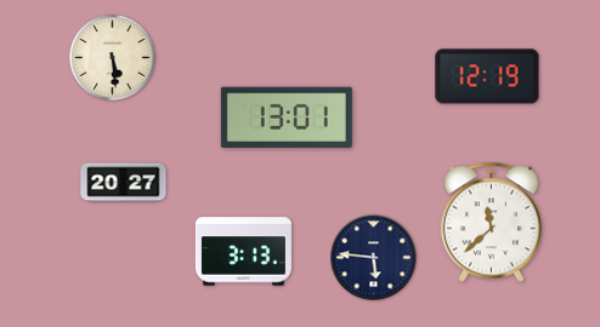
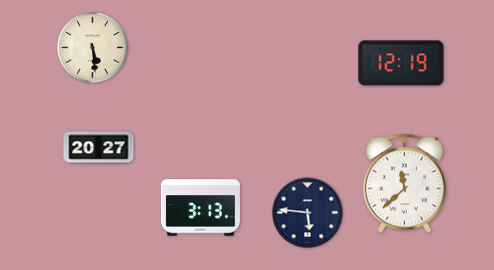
clock at (287, 117): 13:01 -> none
clock at (124, 183) position: (124, 183) -> (99, 148)
